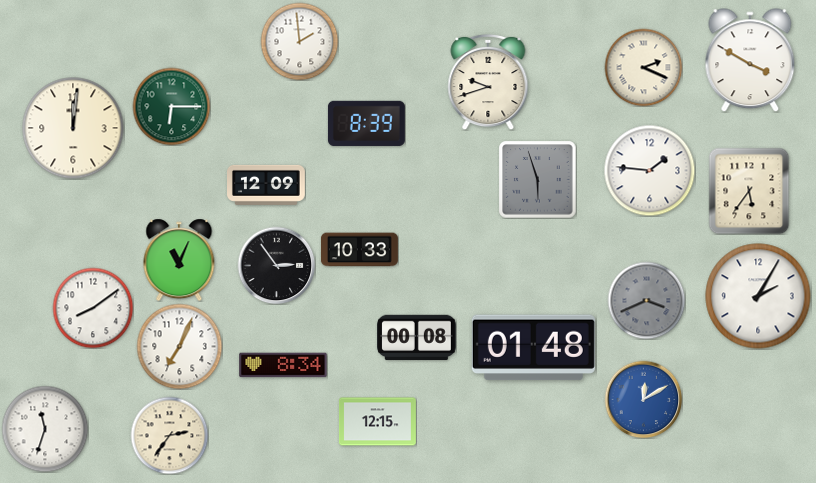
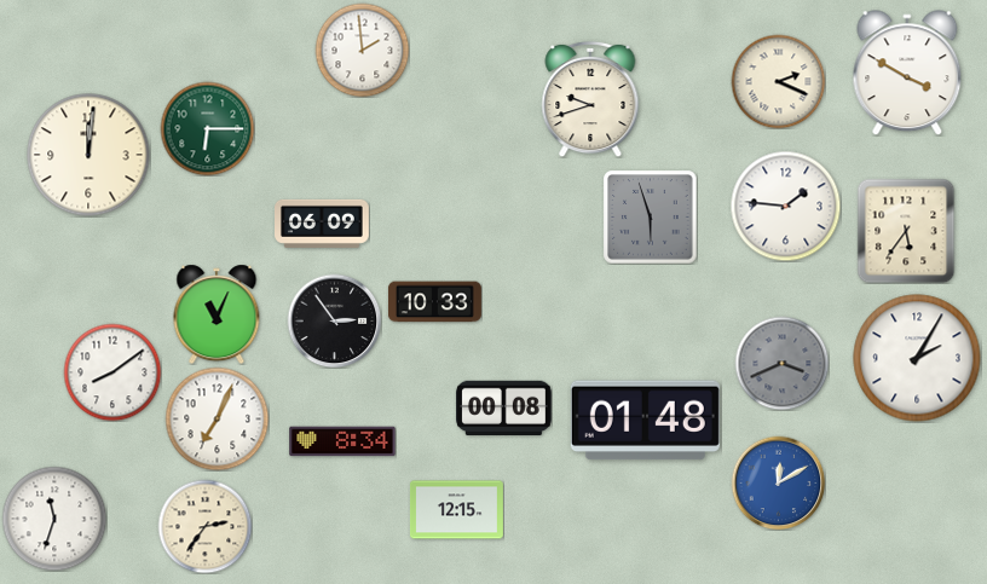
clock at (366, 123): 8:39 -> none
clock at (267, 185): 12:09 -> 06:09
